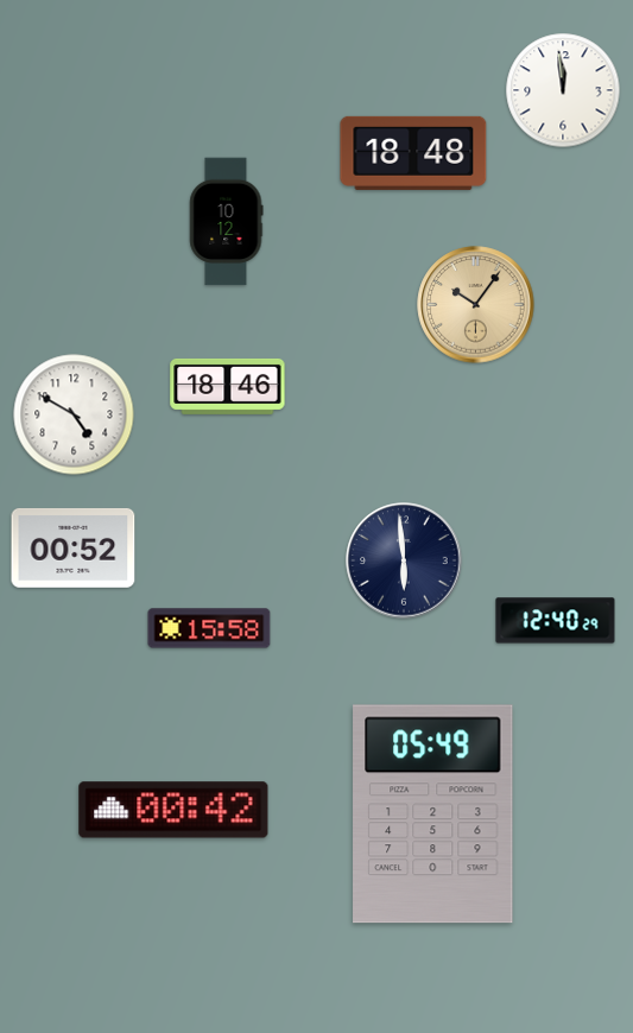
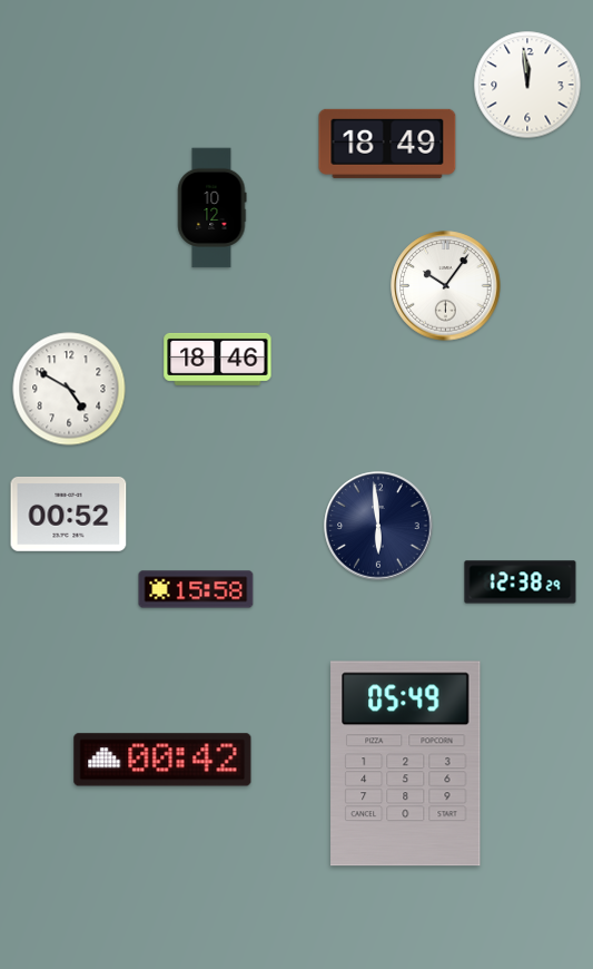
clock at (413, 153): 18:48 -> 18:49
clock at (476, 305) dial: champagne -> white
clock at (228, 386) position: (228, 386) -> (218, 359)
clock at (556, 621): 12:40 -> 12:38
